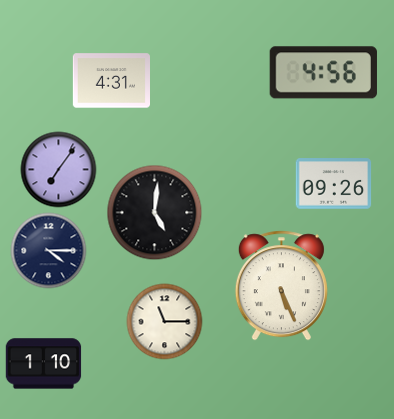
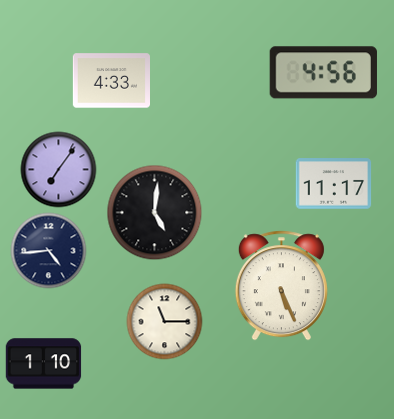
clock at (111, 81): 4:31 -> 4:33
clock at (334, 184): 09:26 -> 11:17
clock at (49, 251): 4:15 -> 4:44
